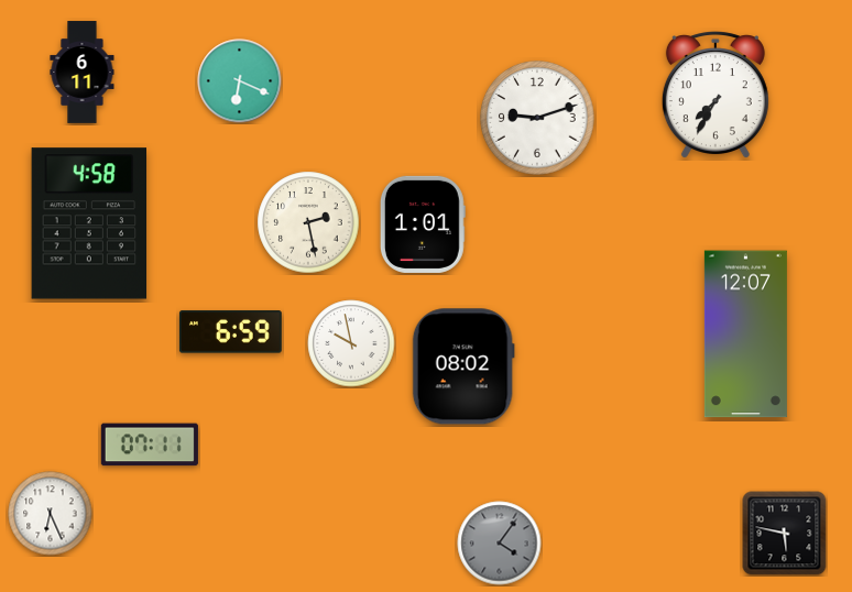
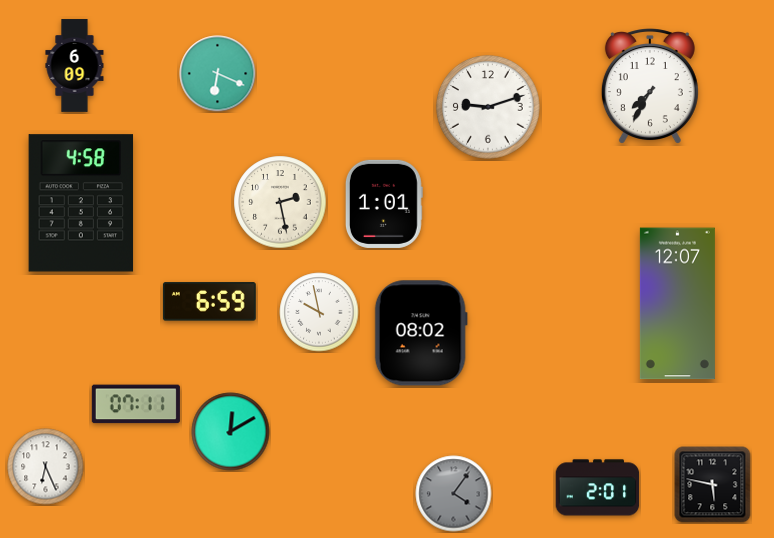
clock at (83, 73): 6:11 -> 6:09
clock at (231, 432): none -> 12:10
clock at (598, 488): none -> 2:01
